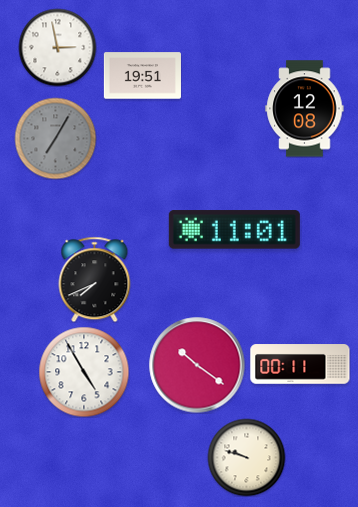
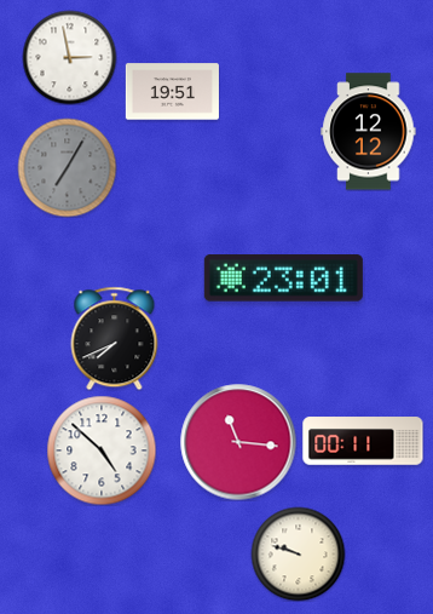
clock at (305, 109): 12:08 -> 12:12
clock at (234, 230): 11:01 -> 23:01
clock at (197, 365): 10:21 -> 11:16
clock at (84, 372): 4:55 -> 4:52
